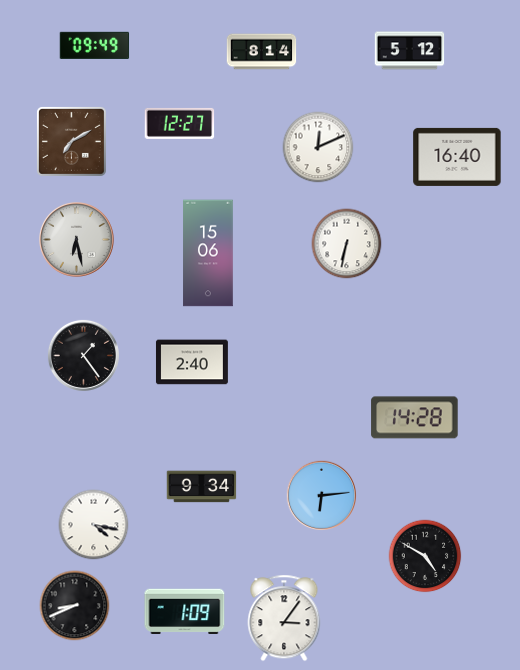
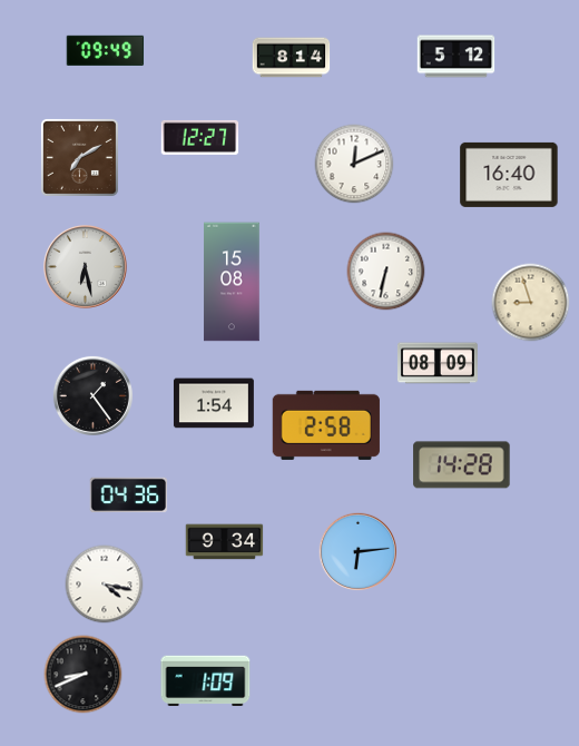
clock at (208, 253): 15:06 -> 15:08
clock at (531, 303): none -> 8:57
clock at (438, 363): none -> 08:09
clock at (192, 362): 2:40 -> 1:54
clock at (326, 425): none -> 2:58
clock at (129, 495): none -> 04:36
clock at (425, 556): 4:50 -> none
clock at (284, 618): 3:06 -> none
